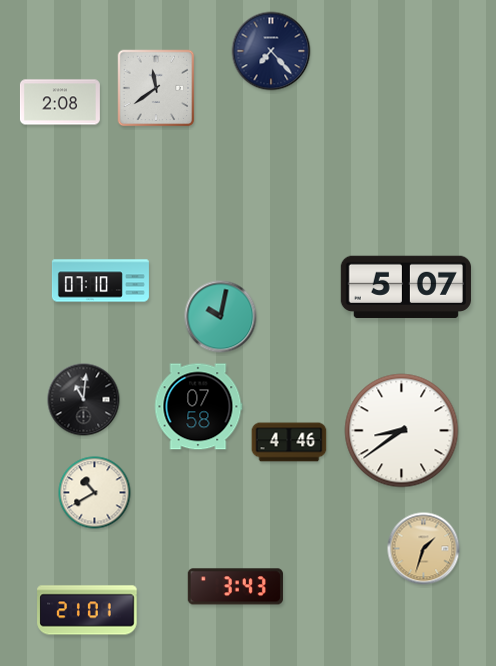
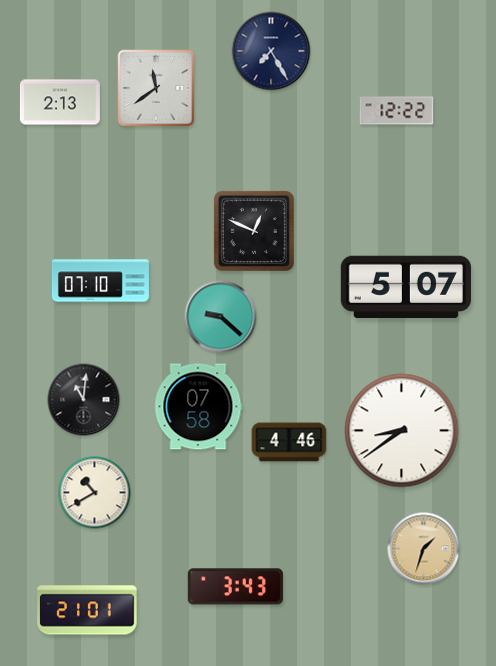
clock at (271, 51): 7:23 -> 7:25
clock at (60, 102): 2:08 -> 2:13
clock at (397, 111): none -> 12:22
clock at (254, 231): none -> 12:49
clock at (221, 317): 10:02 -> 9:22
